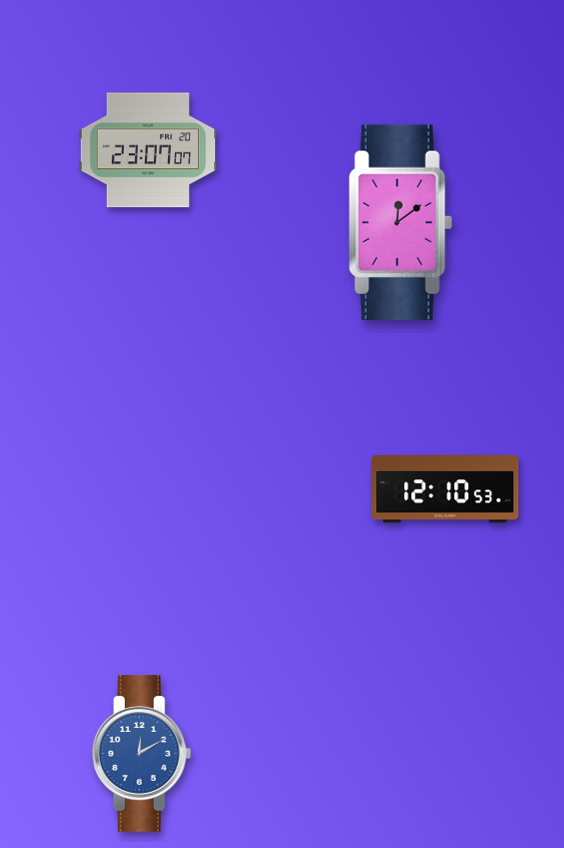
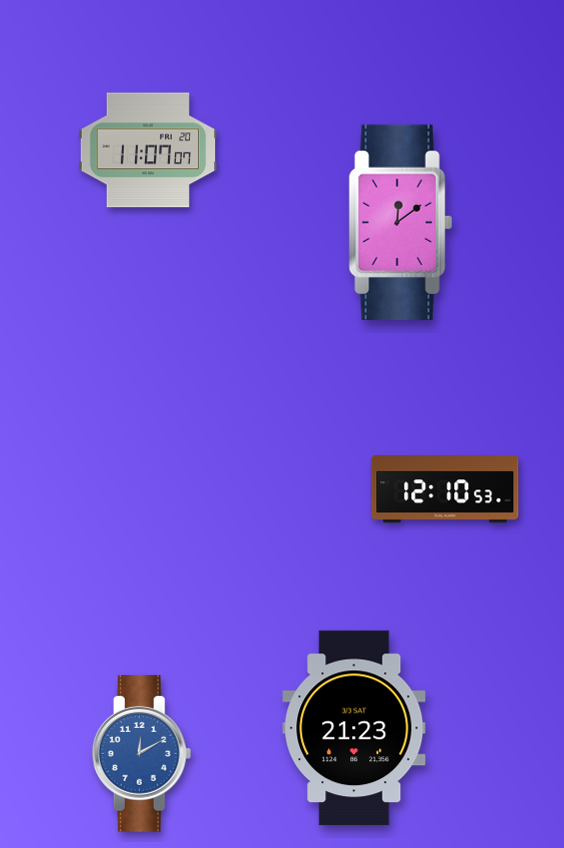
clock at (147, 150): 23:07 -> 11:07
clock at (354, 728): none -> 21:23
